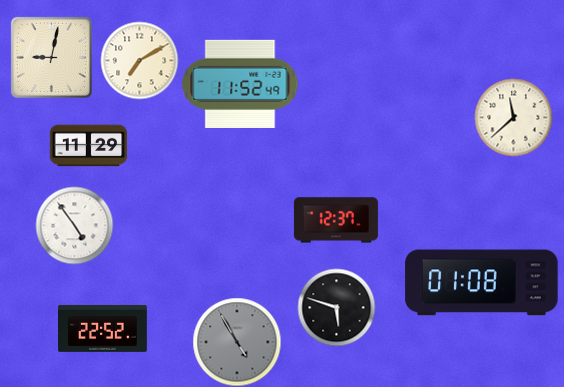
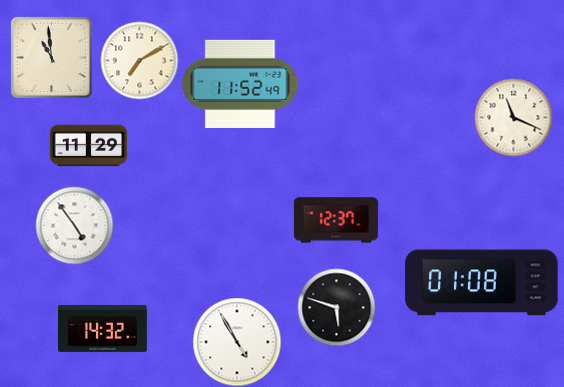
clock at (51, 57): 9:02 -> 10:59
clock at (513, 117): 11:38 -> 11:19
clock at (103, 328): 22:52 -> 14:32
clock at (237, 342) dial: grey -> white
